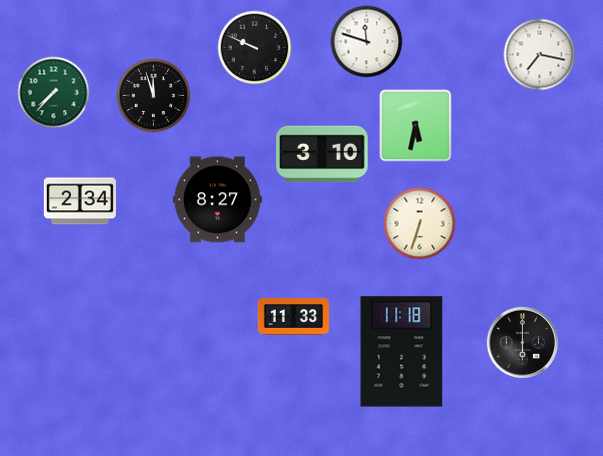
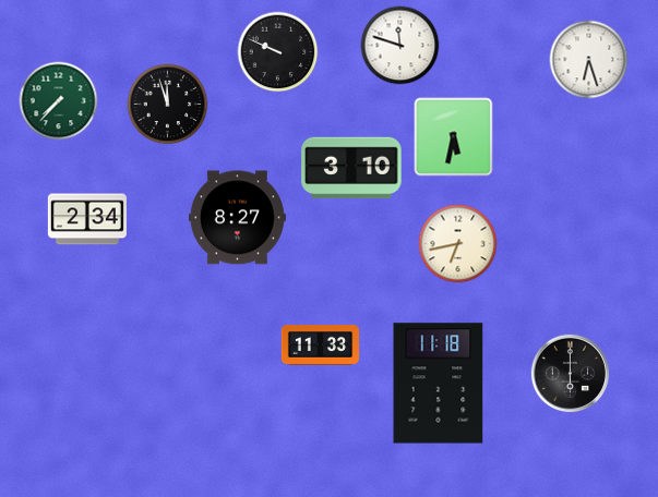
clock at (540, 55): 7:17 -> 6:27
clock at (420, 224): 6:33 -> 6:43
